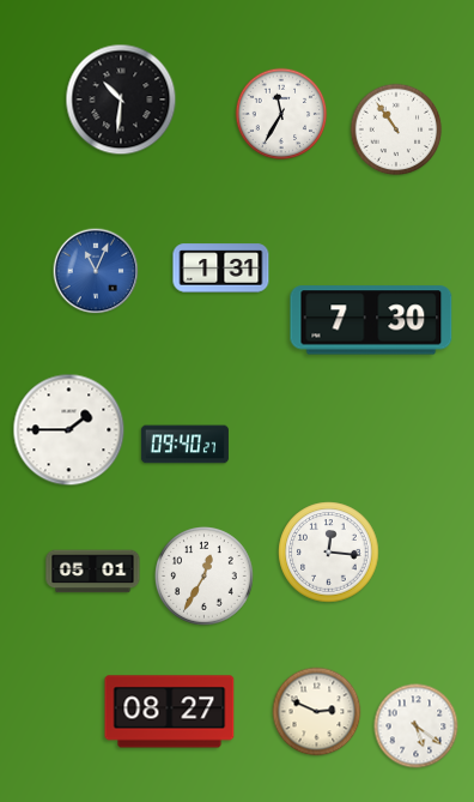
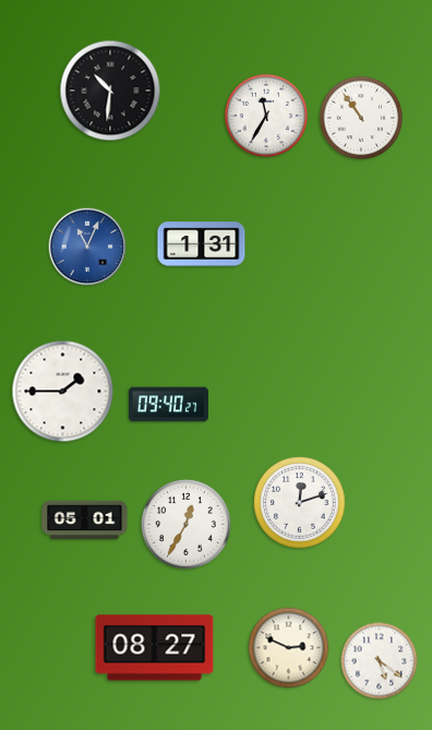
clock at (281, 114) position: (281, 114) -> (266, 116)
clock at (371, 320): 7:30 -> none
clock at (329, 553): 12:16 -> 12:12
